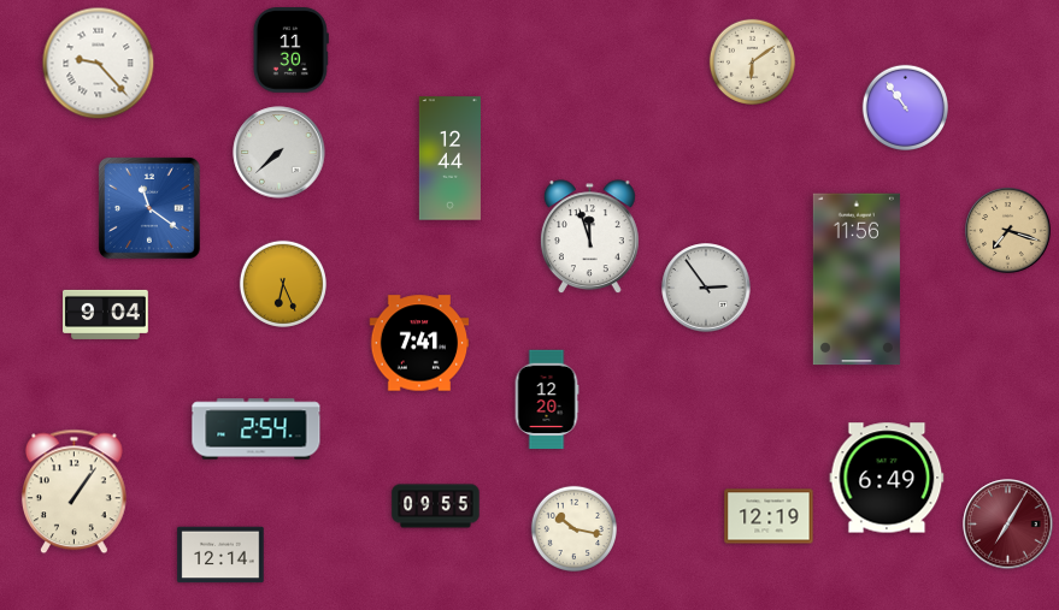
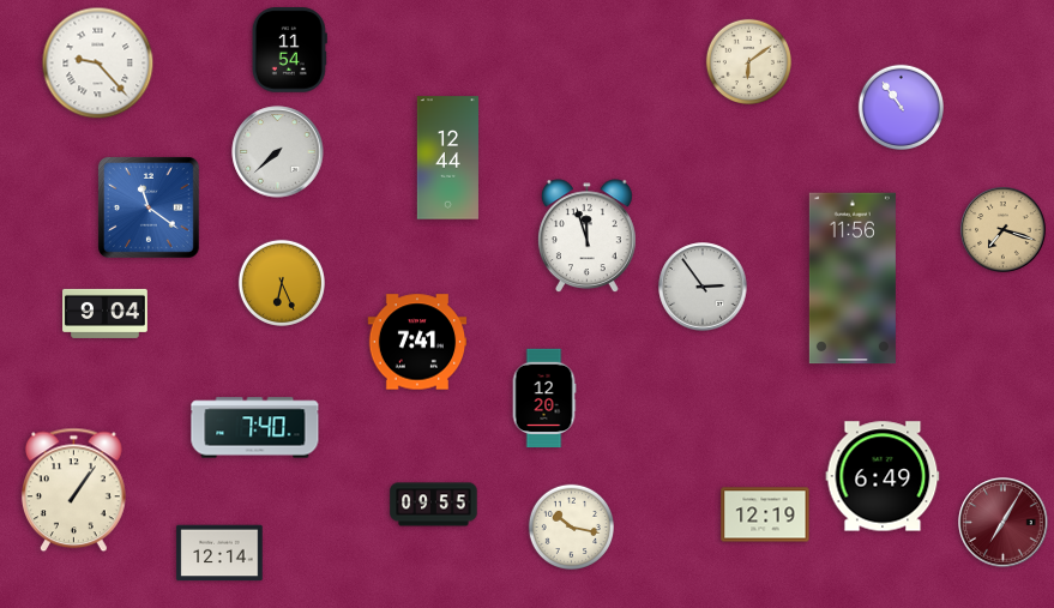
clock at (290, 51): 11:30 -> 11:54
clock at (257, 430): 2:54 -> 7:40
